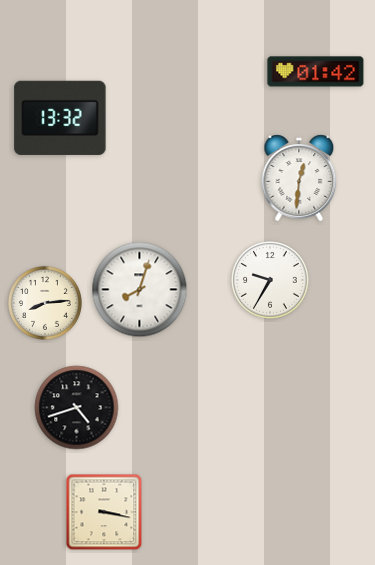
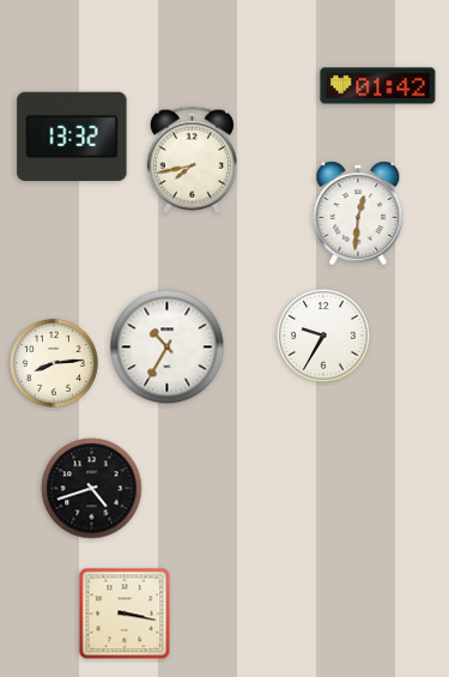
clock at (60, 118) position: (60, 118) -> (72, 137)
clock at (192, 161): none -> 7:43
clock at (140, 290): 8:03 -> 10:35
